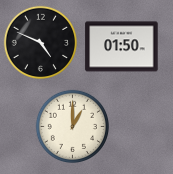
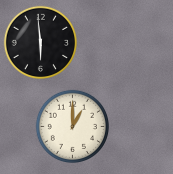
clock at (40, 42): 4:49 -> 5:59
clock at (122, 47): 01:50 -> none
